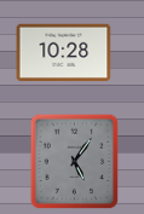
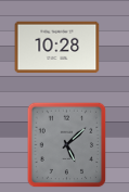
clock at (75, 161): 5:06 -> 5:08
